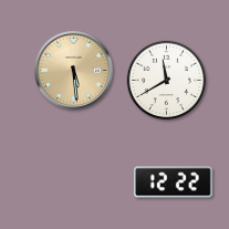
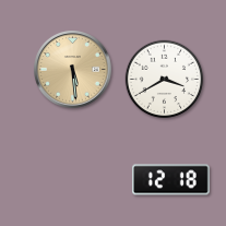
clock at (167, 81): 11:40 -> 3:40
clock at (173, 183): 12:22 -> 12:18
